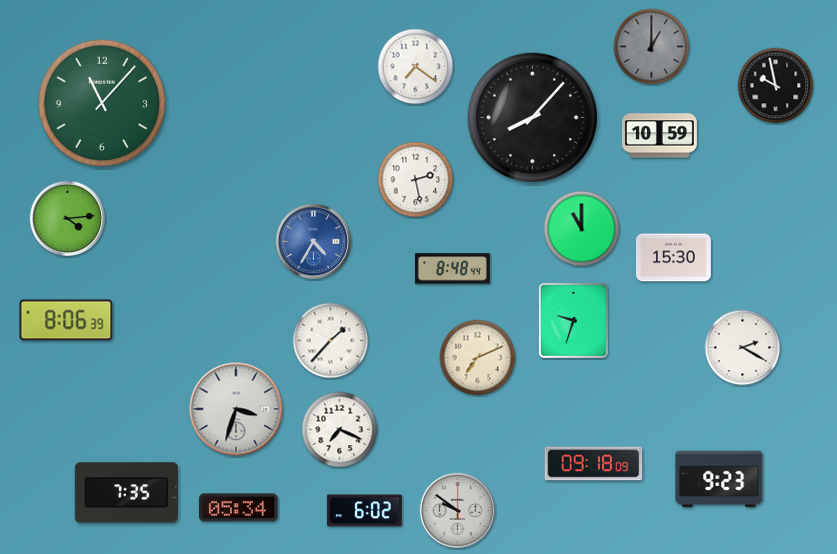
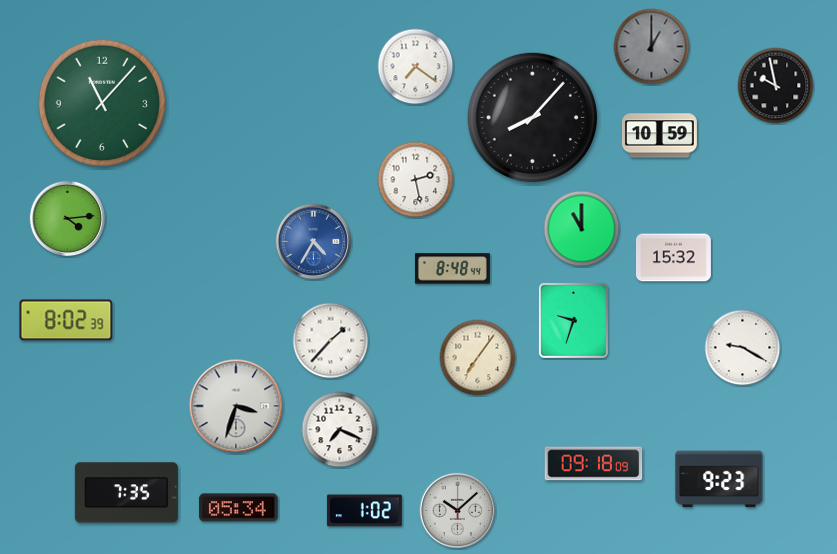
clock at (673, 258): 15:30 -> 15:32
clock at (66, 320): 8:06 -> 8:02
clock at (743, 348): 2:20 -> 9:20
clock at (478, 358): 7:11 -> 7:06
clock at (236, 409) position: (236, 409) -> (236, 406)
clock at (364, 511): 6:02 -> 1:02
clock at (458, 511): 9:51 -> 10:08
